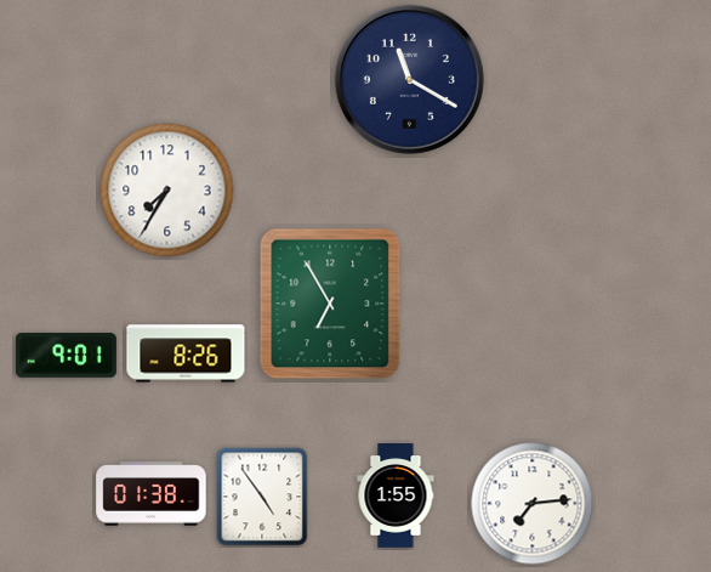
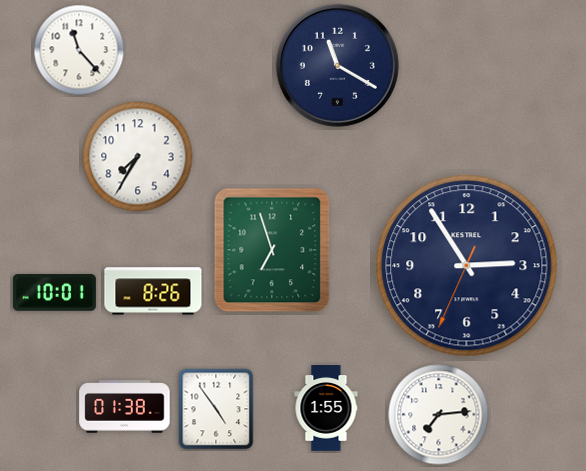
clock at (79, 50): none -> 11:23
clock at (330, 304): 6:55 -> 6:57
clock at (467, 266): none -> 2:54
clock at (66, 356): 9:01 -> 10:01
